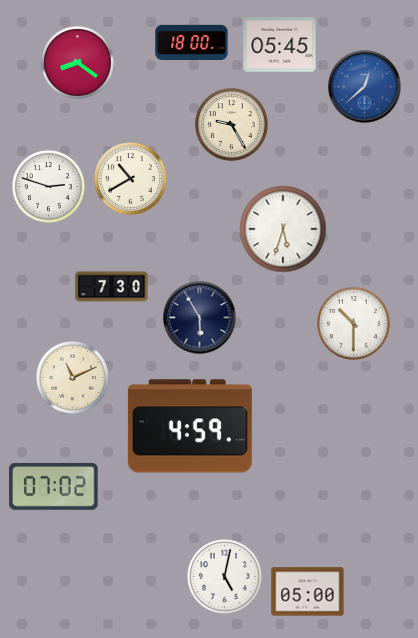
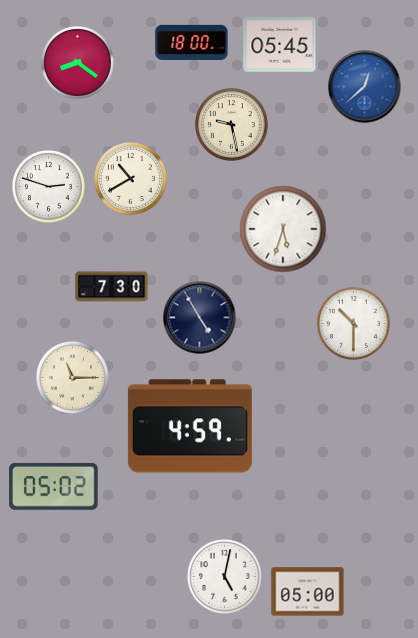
clock at (232, 125): 9:25 -> 9:28
clock at (200, 318): 5:55 -> 4:55
clock at (73, 378): 11:11 -> 11:15
clock at (54, 486): 07:02 -> 05:02
